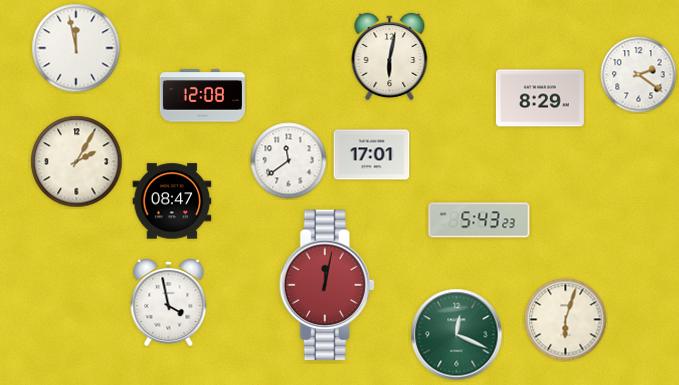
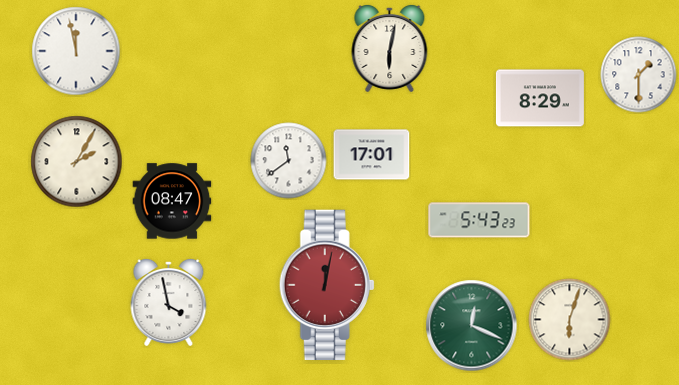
clock at (76, 48) position: (76, 48) -> (76, 51)
clock at (390, 56) position: (390, 56) -> (390, 48)
clock at (639, 75): 2:21 -> 1:30
clock at (202, 96): 12:08 -> none
clock at (566, 320) position: (566, 320) -> (570, 320)
clock at (457, 335) position: (457, 335) -> (472, 326)
